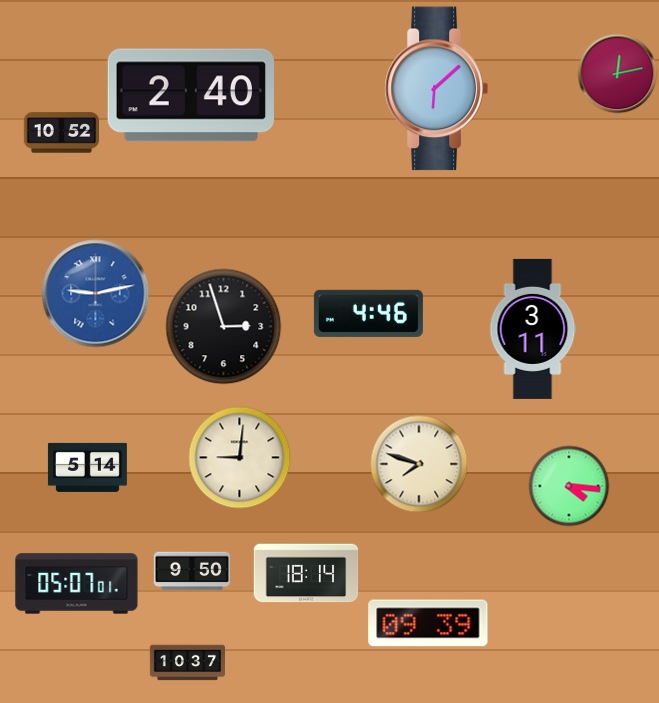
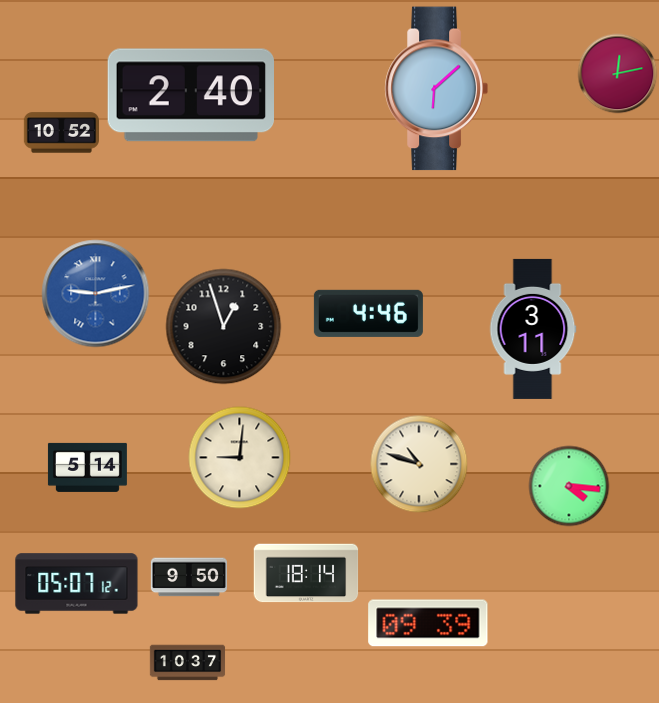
clock at (224, 327): 2:57 -> 12:57
clock at (419, 464): 7:48 -> 10:48
clock at (192, 571) position: (192, 571) -> (189, 577)
clock at (77, 584): 05:07:01 -> 05:07:12
